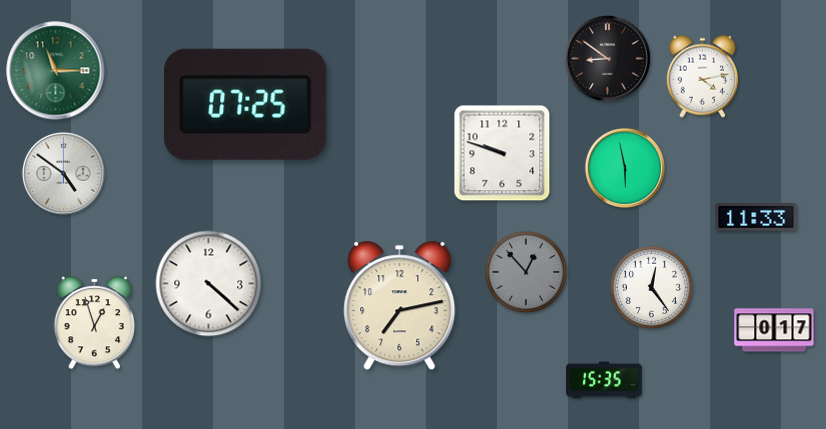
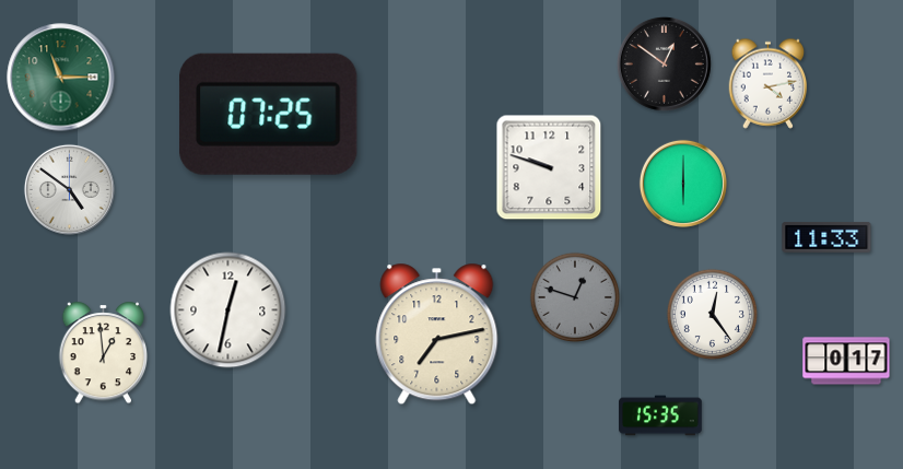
clock at (607, 58): 8:51 -> 12:51
clock at (625, 168): 5:58 -> 6:00
clock at (526, 272): 12:53 -> 12:48
clock at (209, 284): 4:22 -> 12:32
clock at (95, 323): 12:57 -> 12:59
